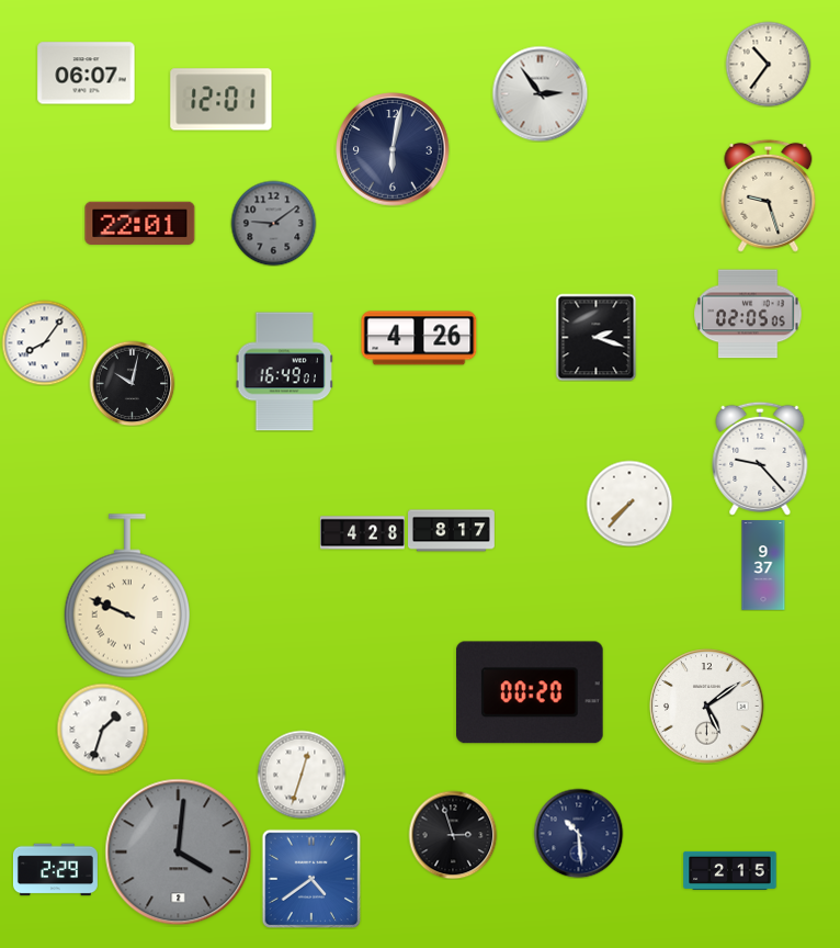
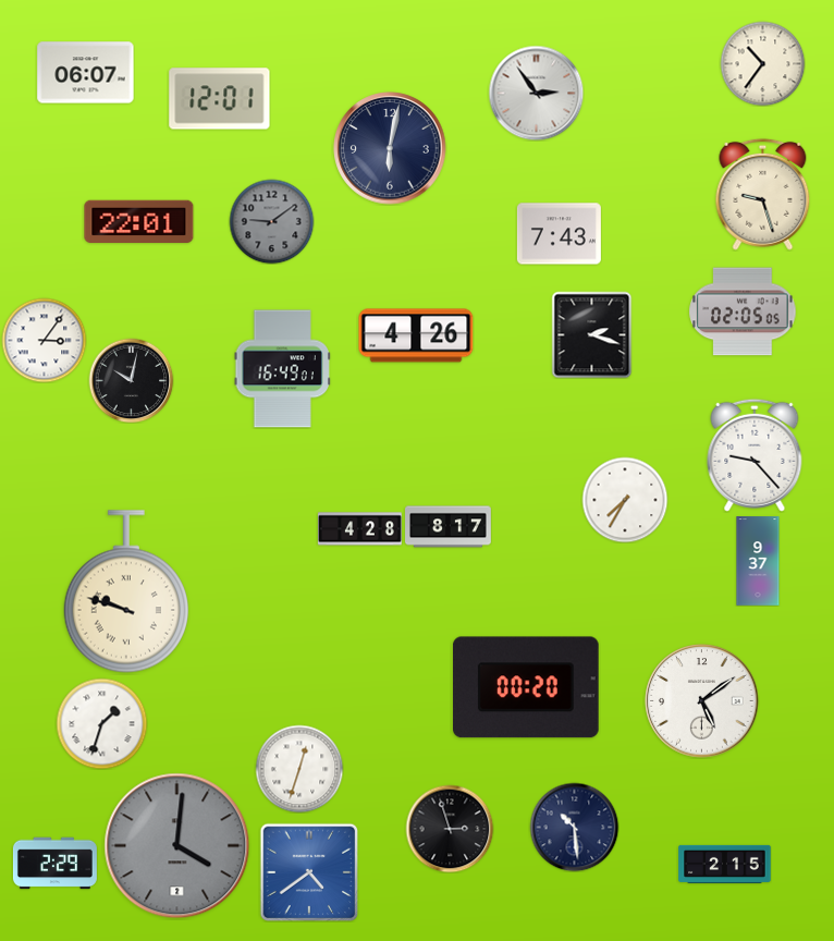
clock at (559, 234): none -> 7:43
clock at (44, 342): 8:06 -> 3:06
clock at (629, 504): 7:37 -> 7:35
clock at (127, 596): 9:49 -> 9:48
